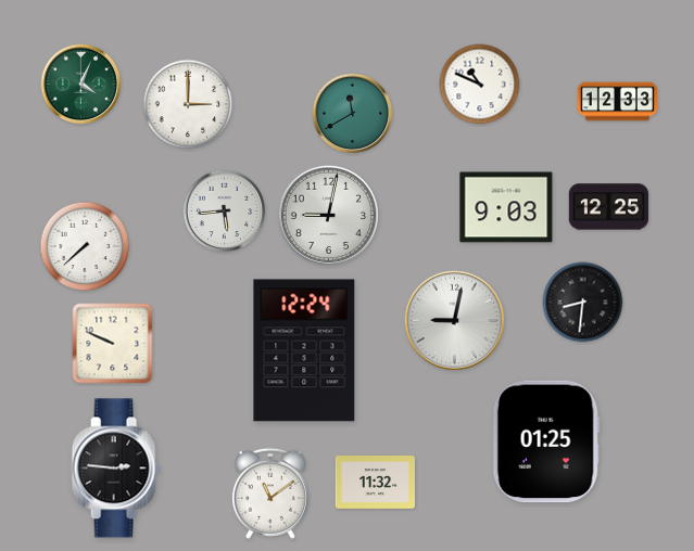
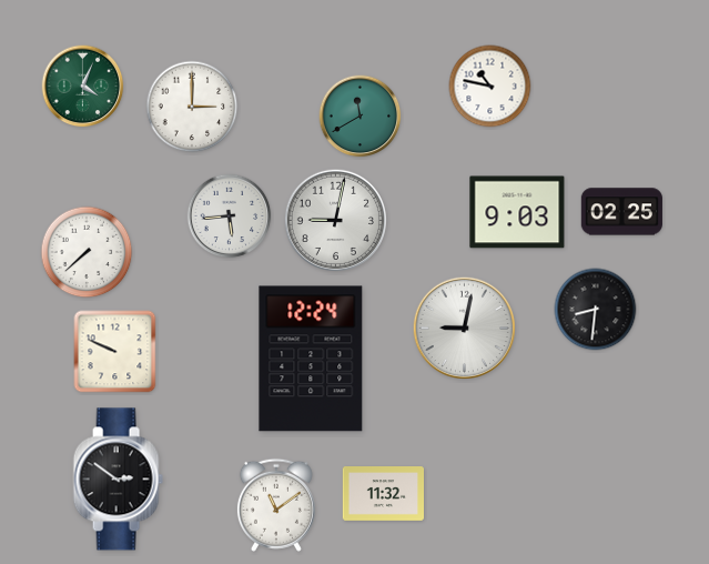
clock at (480, 85): 10:49 -> 10:47
clock at (617, 102): 12:33 -> none
clock at (608, 207): 12:25 -> 02:25
clock at (546, 441): 01:25 -> none
clock at (115, 469): 2:46 -> 2:51
